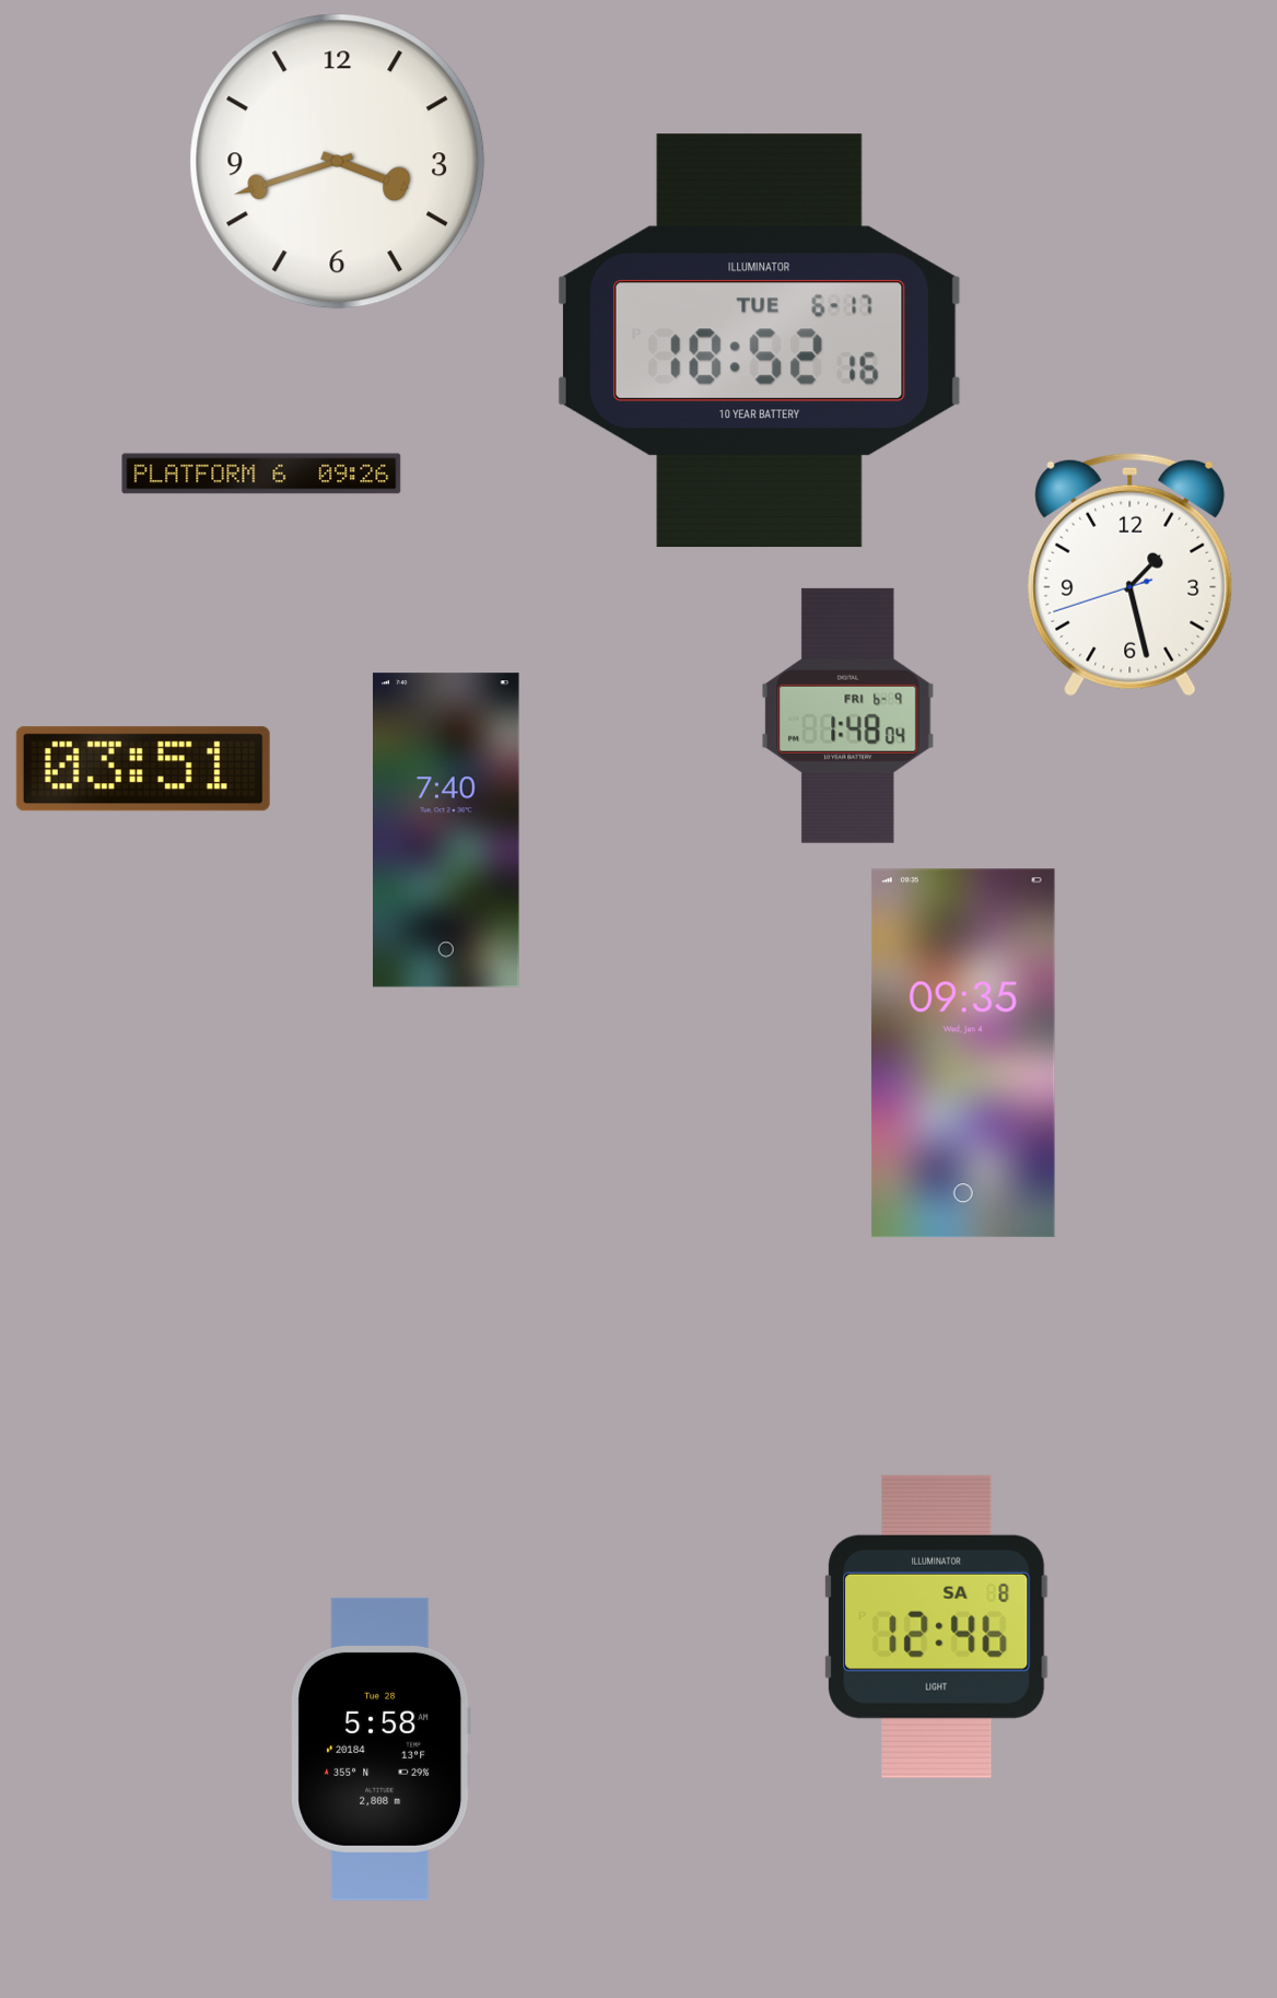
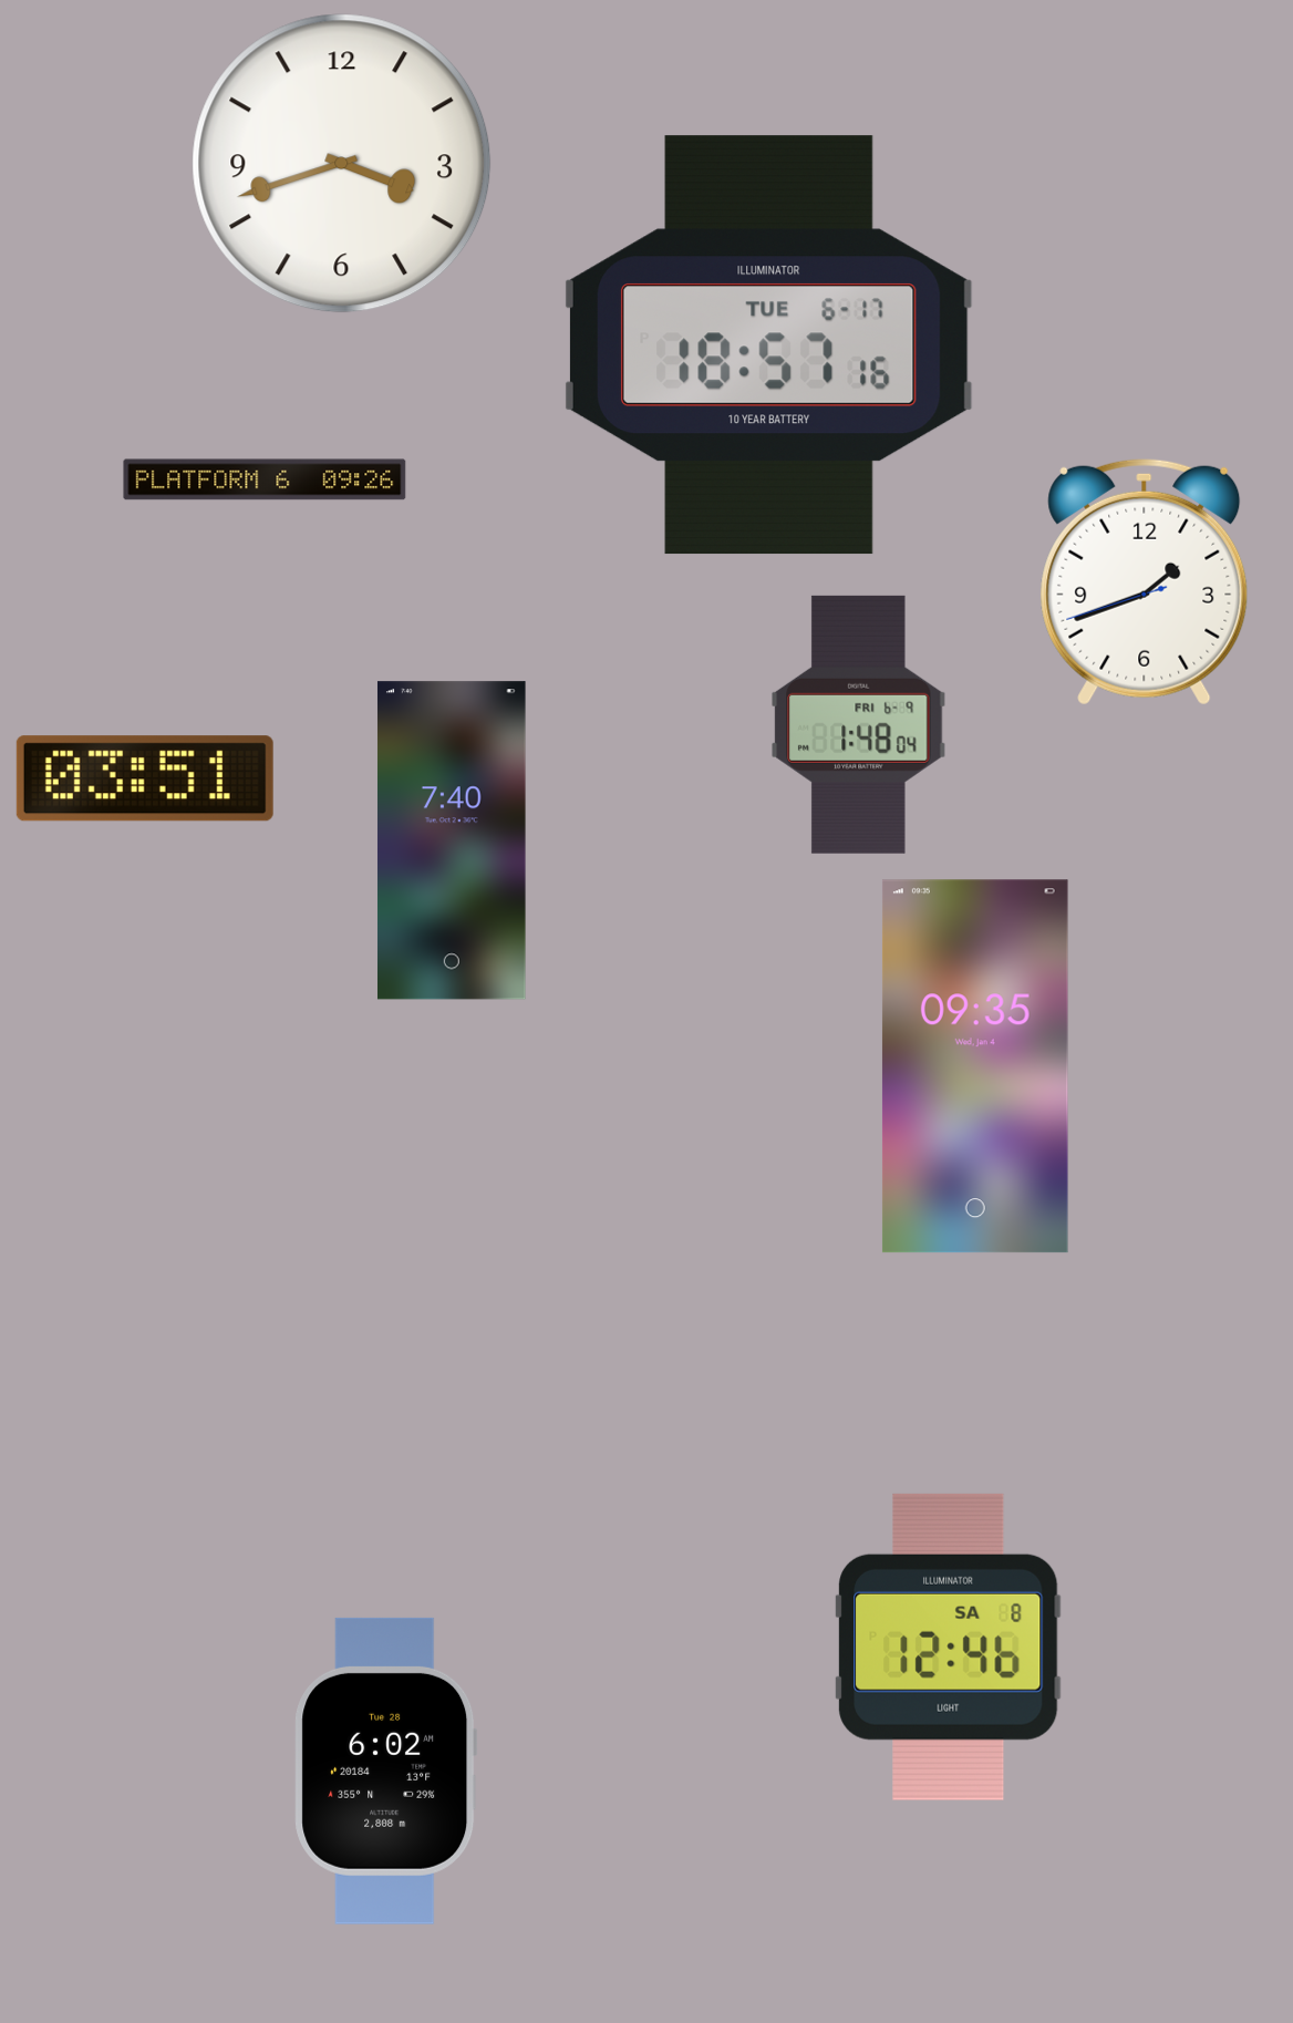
clock at (759, 341): 18:52 -> 18:57
clock at (1130, 574): 1:27 -> 1:41
clock at (382, 1749): 5:58 -> 6:02
